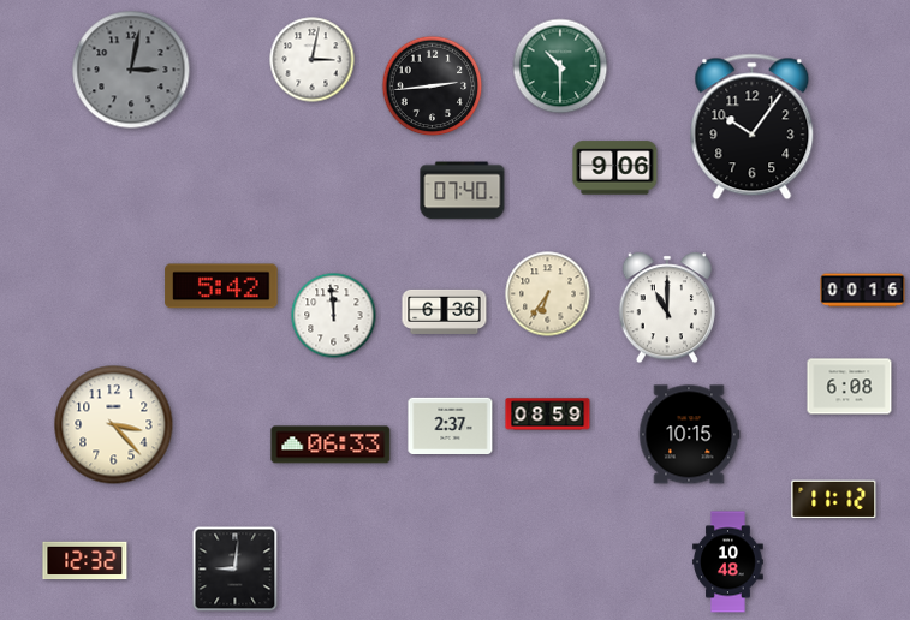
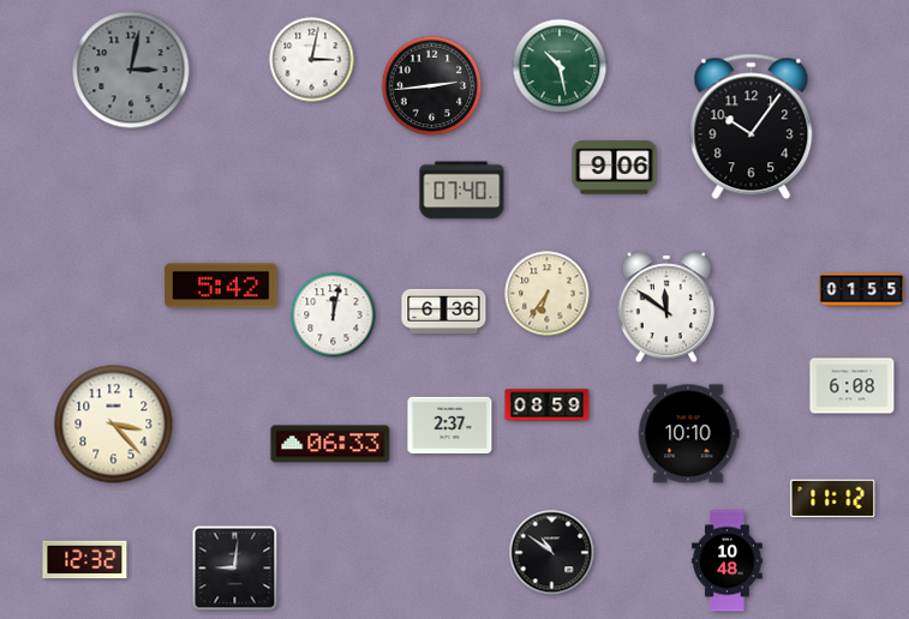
clock at (560, 66): 10:30 -> 10:28
clock at (863, 291): 00:16 -> 01:55
clock at (667, 308): 11:00 -> 11:51
clock at (334, 316): 11:59 -> 12:02
clock at (850, 387) position: (850, 387) -> (853, 386)
clock at (548, 415) position: (548, 415) -> (548, 405)
clock at (689, 435): 10:15 -> 10:10
clock at (552, 553): none -> 10:51
